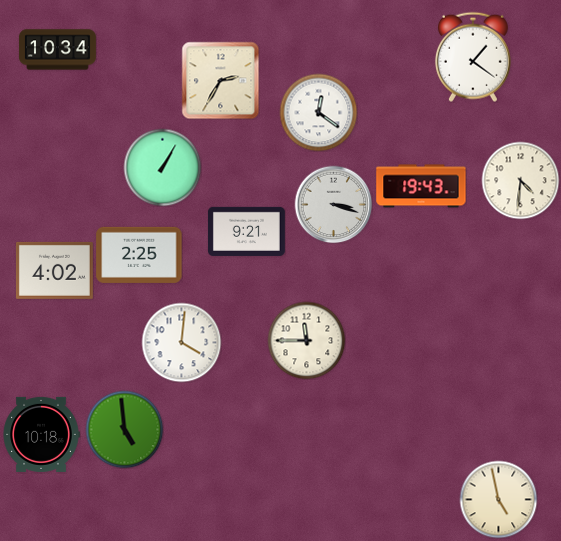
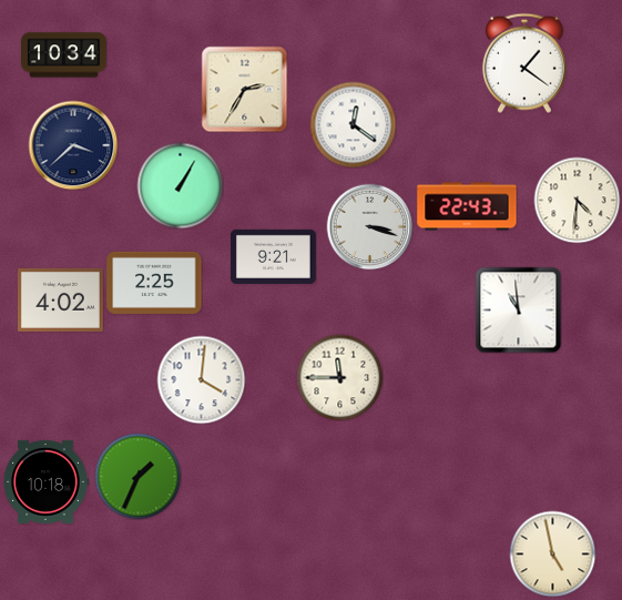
clock at (73, 145): none -> 3:38
clock at (421, 186): 19:43 -> 22:43
clock at (518, 309): none -> 10:59
clock at (124, 429): 4:59 -> 1:34
